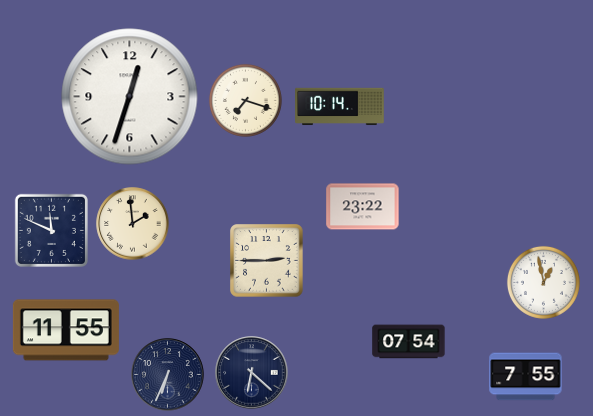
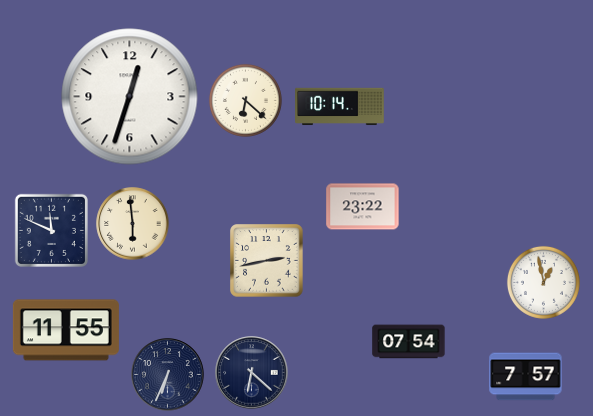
clock at (245, 100): 7:18 -> 6:22
clock at (133, 224): 1:59 -> 5:59
clock at (267, 261): 2:45 -> 2:43
clock at (526, 377): 7:55 -> 7:57
